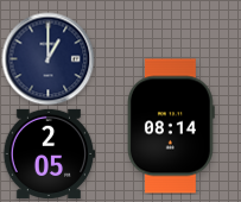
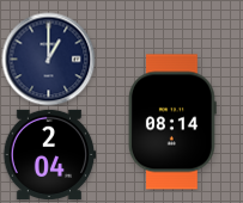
clock at (171, 126) position: (171, 126) -> (172, 122)
clock at (49, 153): 2:05 -> 2:04
